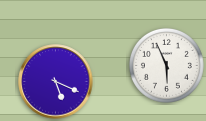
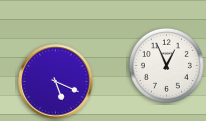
clock at (166, 65): 5:56 -> 12:56
